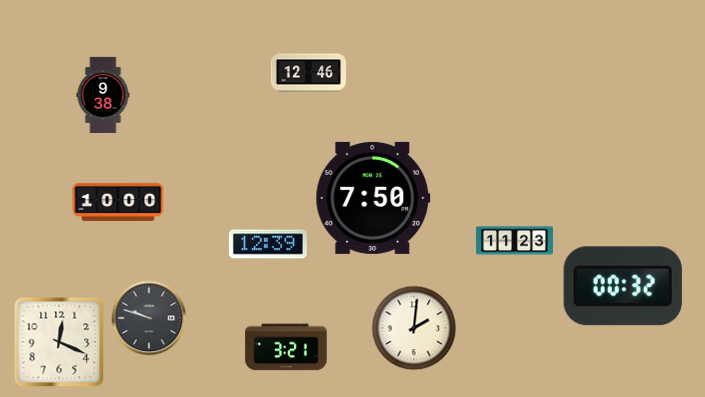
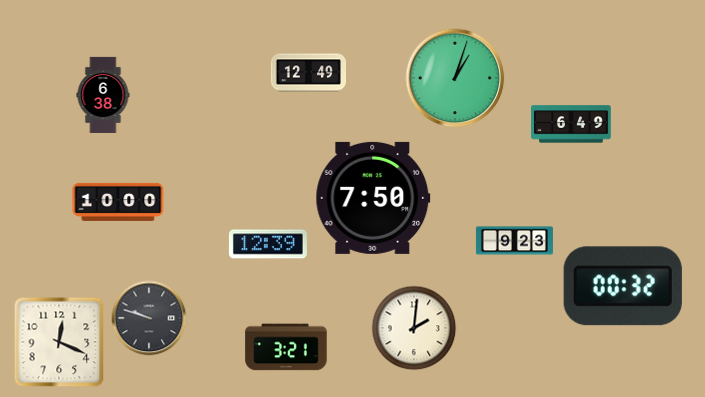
clock at (309, 73): 12:46 -> 12:49
clock at (455, 78): none -> 1:03
clock at (103, 95): 9:38 -> 6:38
clock at (571, 124): none -> 6:49
clock at (514, 241): 11:23 -> 9:23
